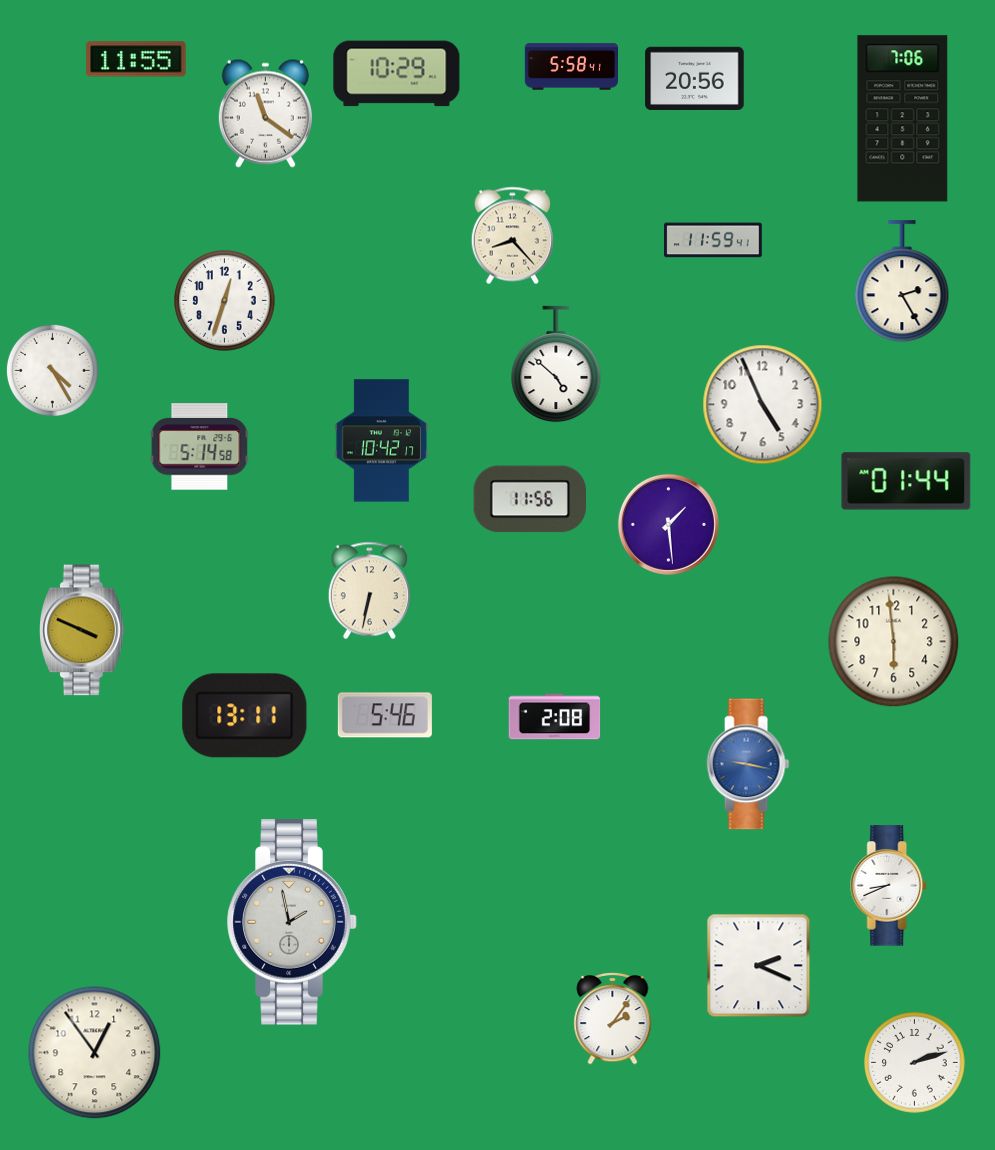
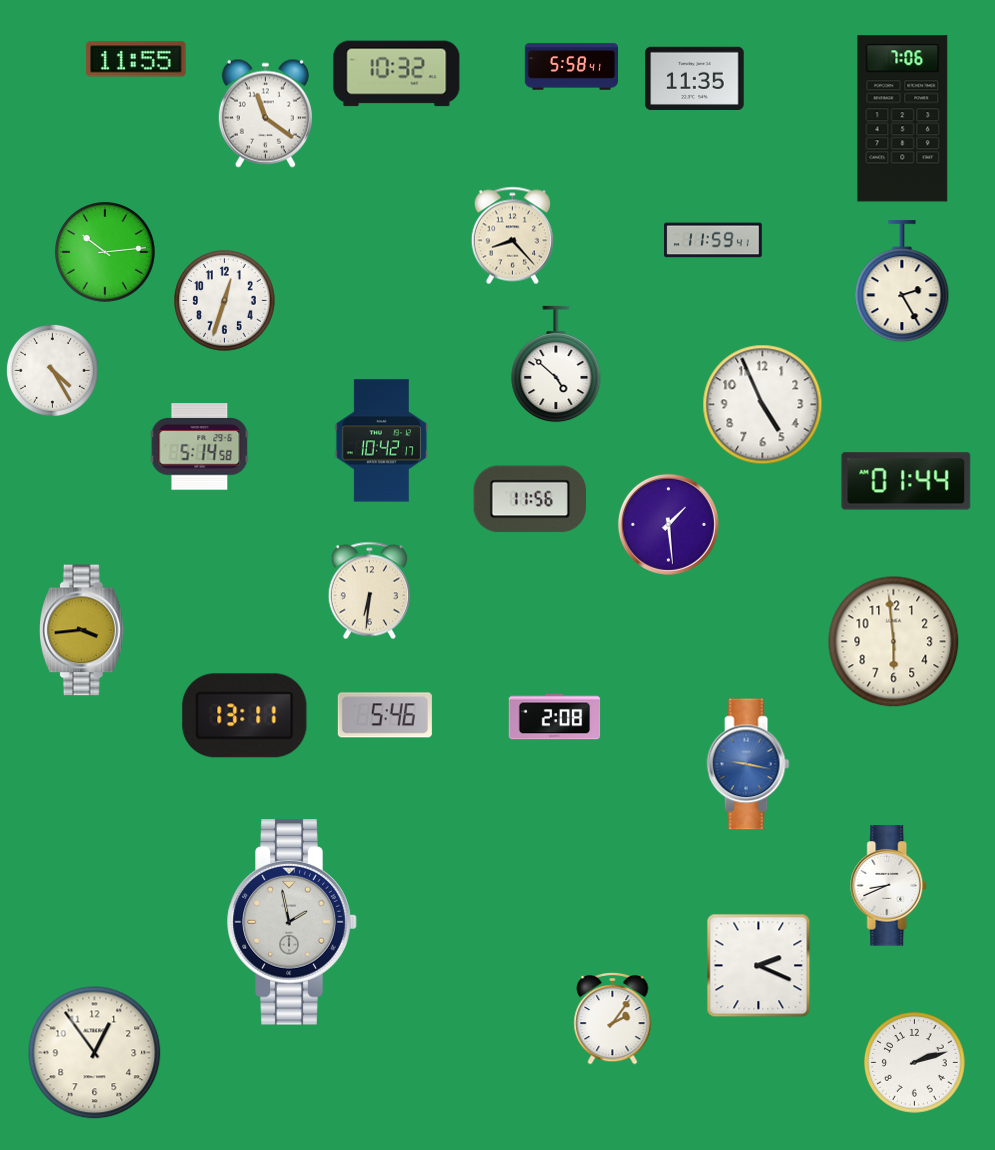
clock at (397, 74): 10:29 -> 10:32
clock at (695, 78): 20:56 -> 11:35
clock at (106, 253): none -> 10:14
clock at (369, 591): 6:32 -> 6:31
clock at (83, 630): 3:49 -> 3:44
